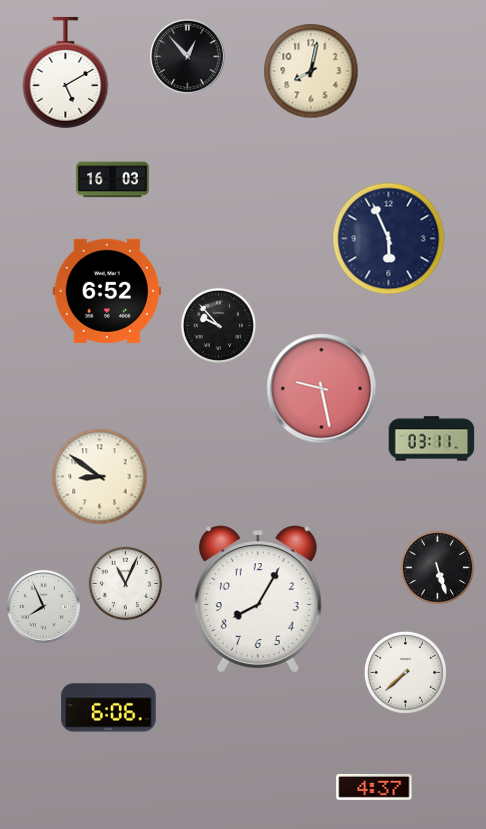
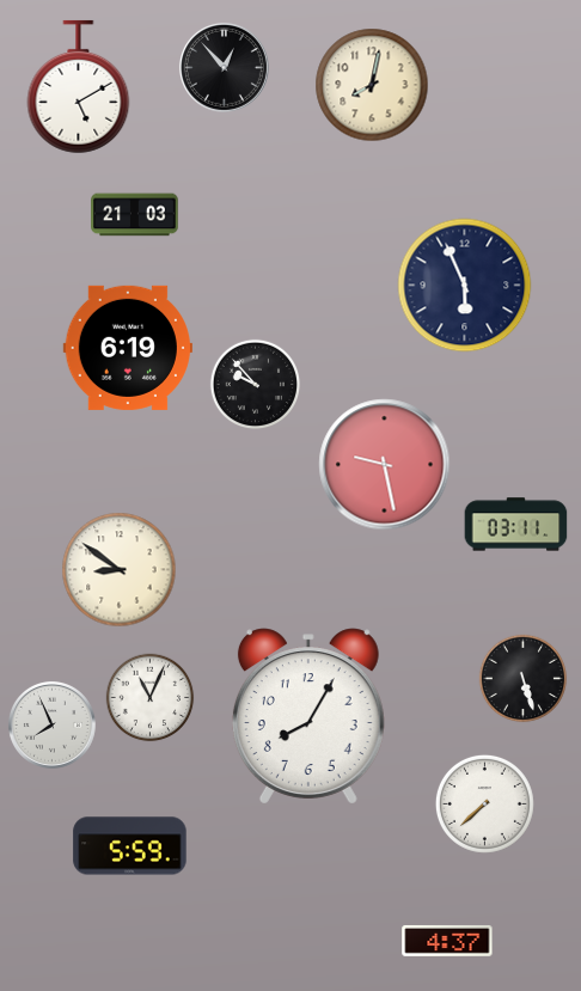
clock at (113, 180): 16:03 -> 21:03
clock at (107, 291): 6:52 -> 6:19
clock at (219, 326) position: (219, 326) -> (256, 385)
clock at (109, 708): 6:06 -> 5:59
